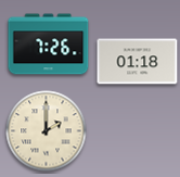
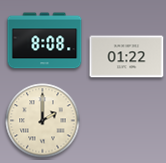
clock at (49, 45): 7:26 -> 8:08
clock at (138, 62): 01:18 -> 01:22
